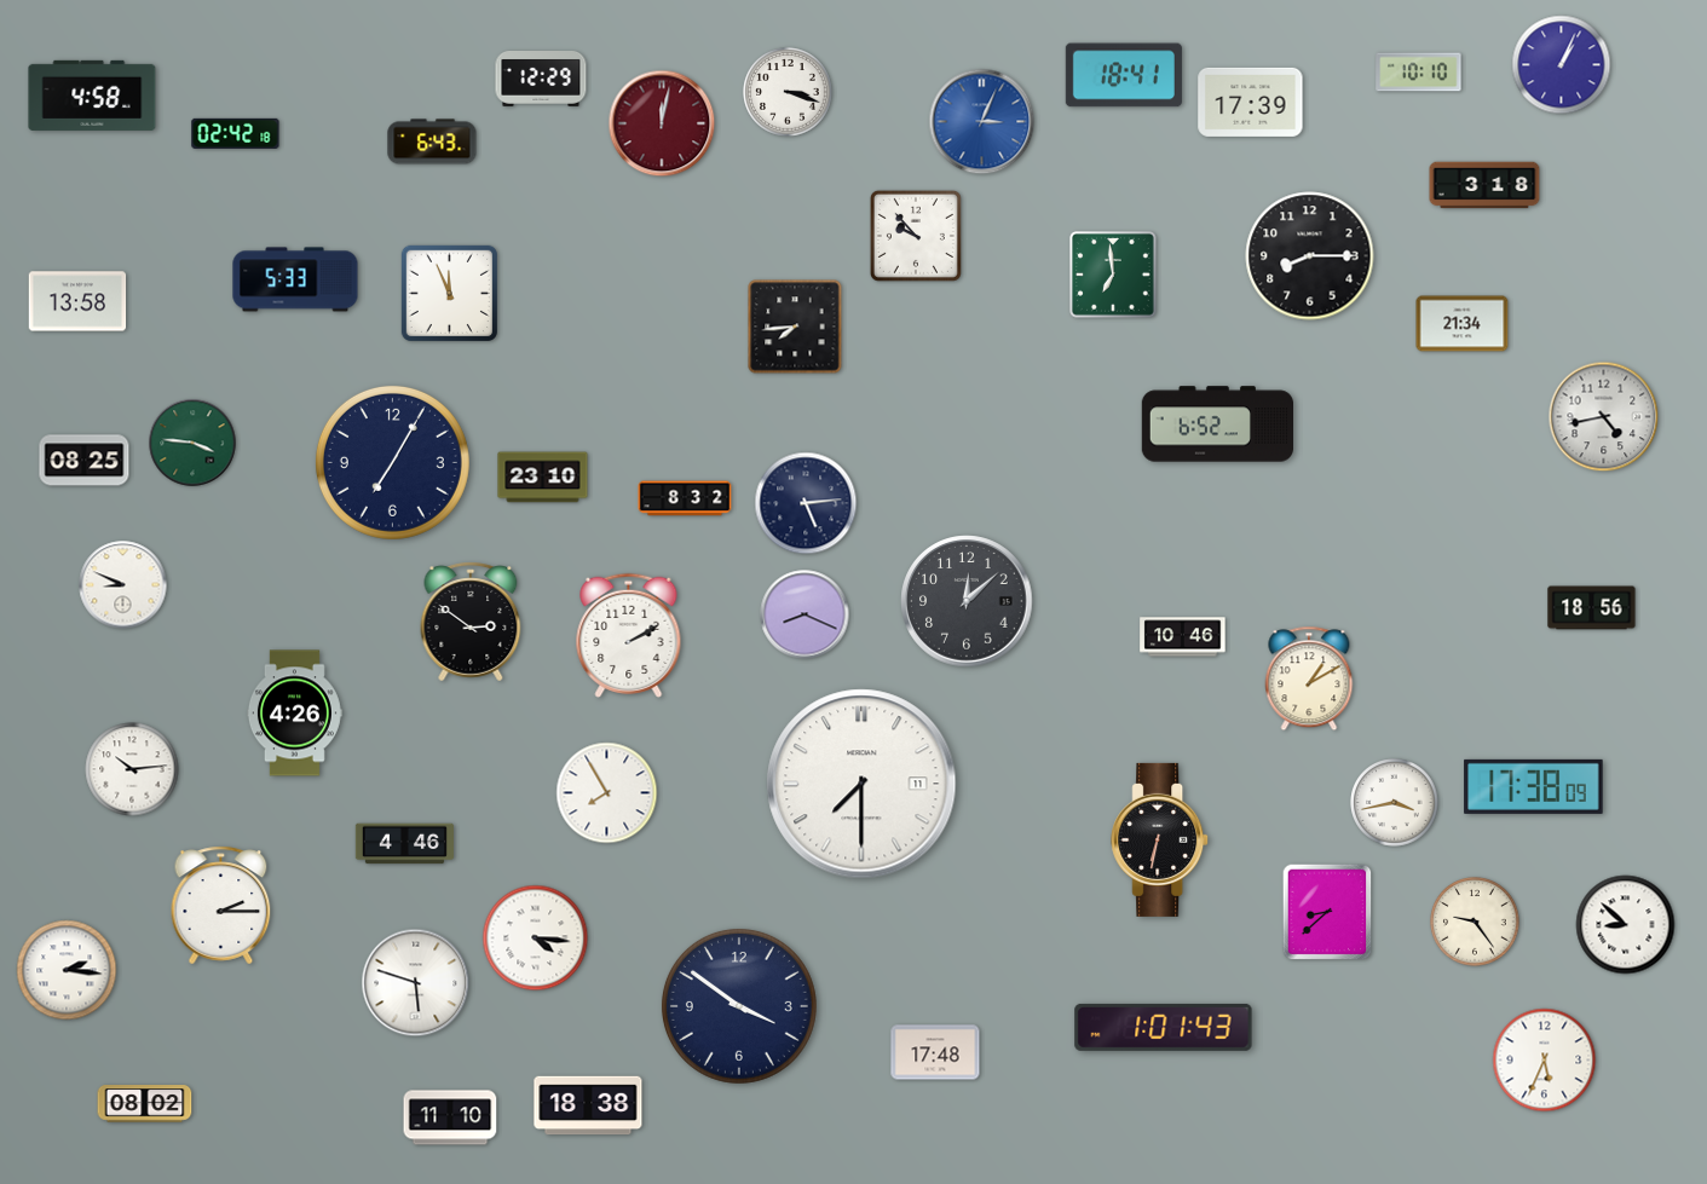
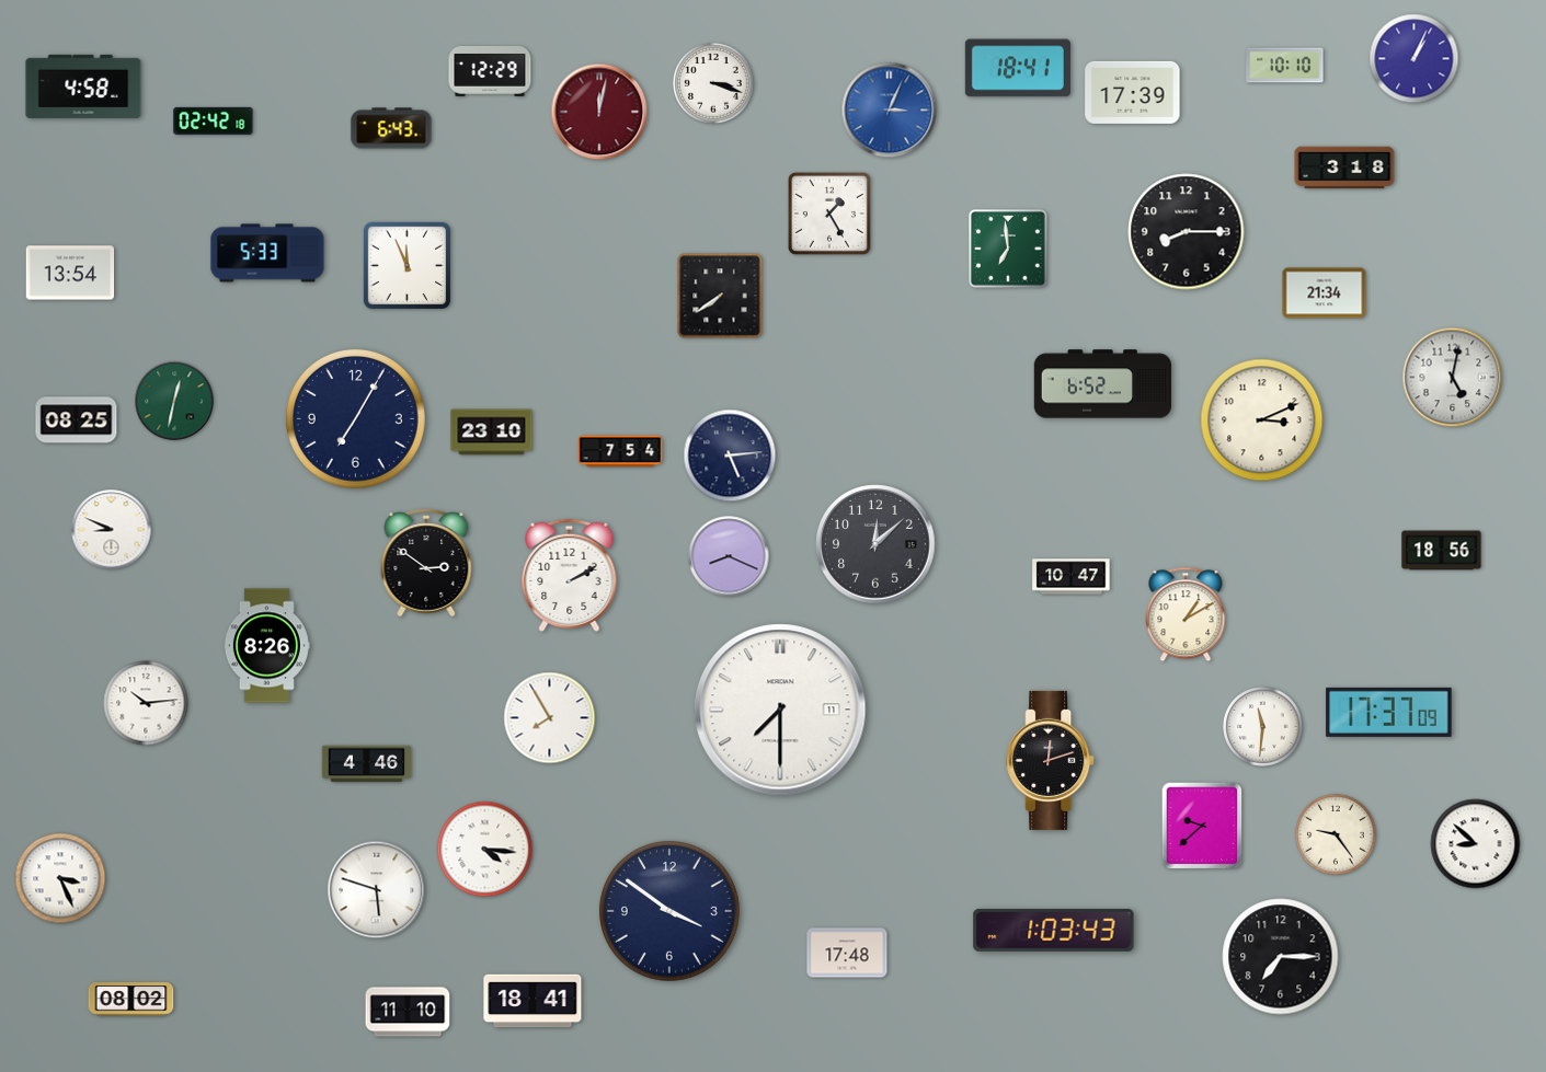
clock at (916, 236): 9:53 -> 1:25
clock at (77, 301): 13:58 -> 13:54
clock at (795, 327): 7:44 -> 7:39
clock at (1604, 417): 4:43 -> 5:02
clock at (192, 443): 3:46 -> 12:32
clock at (85, 461) position: (85, 461) -> (77, 420)
clock at (1262, 420): none -> 3:11
clock at (685, 498): 8:32 -> 7:54
clock at (1183, 637): 10:46 -> 10:47
clock at (294, 714): 4:26 -> 8:26
clock at (132, 769) position: (132, 769) -> (146, 703)
clock at (1534, 786): 17:38 -> 17:37
clock at (1395, 803): 3:43 -> 11:31
clock at (1160, 839): 6:32 -> 12:12
clock at (221, 906): 2:15 -> none
clock at (1327, 912): 8:38 -> 9:38
clock at (1626, 925) position: (1626, 925) -> (1476, 844)
clock at (67, 970): 2:16 -> 3:26
clock at (1164, 1027): 1:01 -> 1:03
clock at (1281, 957): none -> 7:15
clock at (1545, 1061): 5:34 -> none
clock at (588, 1105): 18:38 -> 18:41
